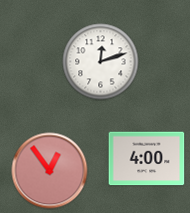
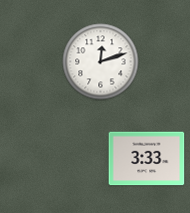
clock at (147, 159): 4:00 -> 3:33
clock at (50, 171): 12:54 -> none
